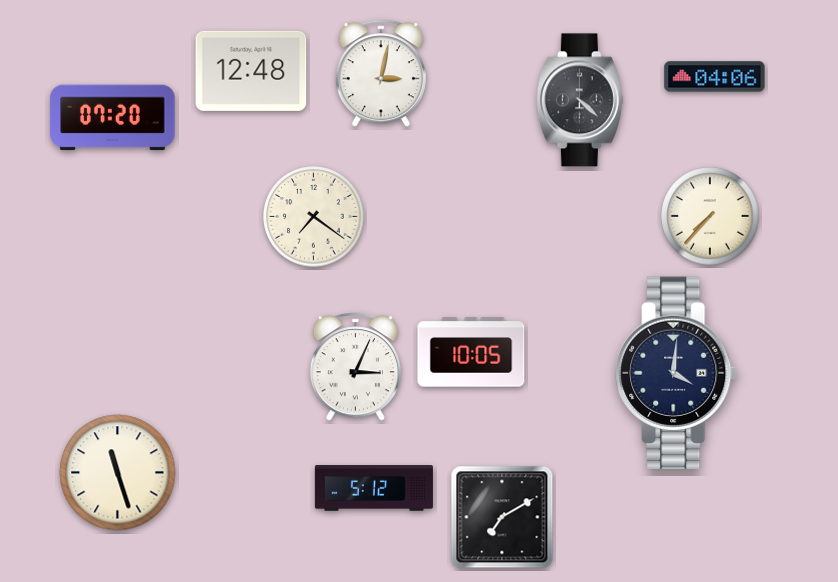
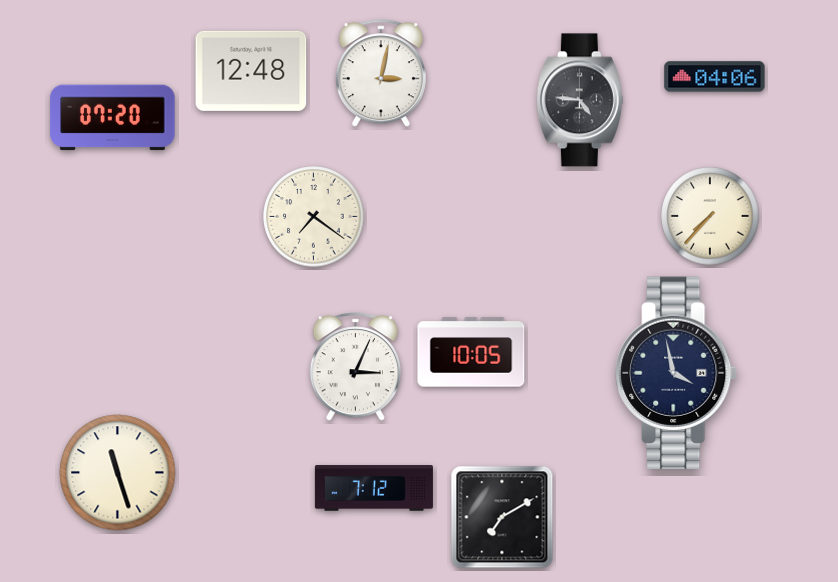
clock at (580, 100): 4:22 -> 4:46
clock at (676, 373): 4:01 -> 3:58
clock at (374, 488): 5:12 -> 7:12
